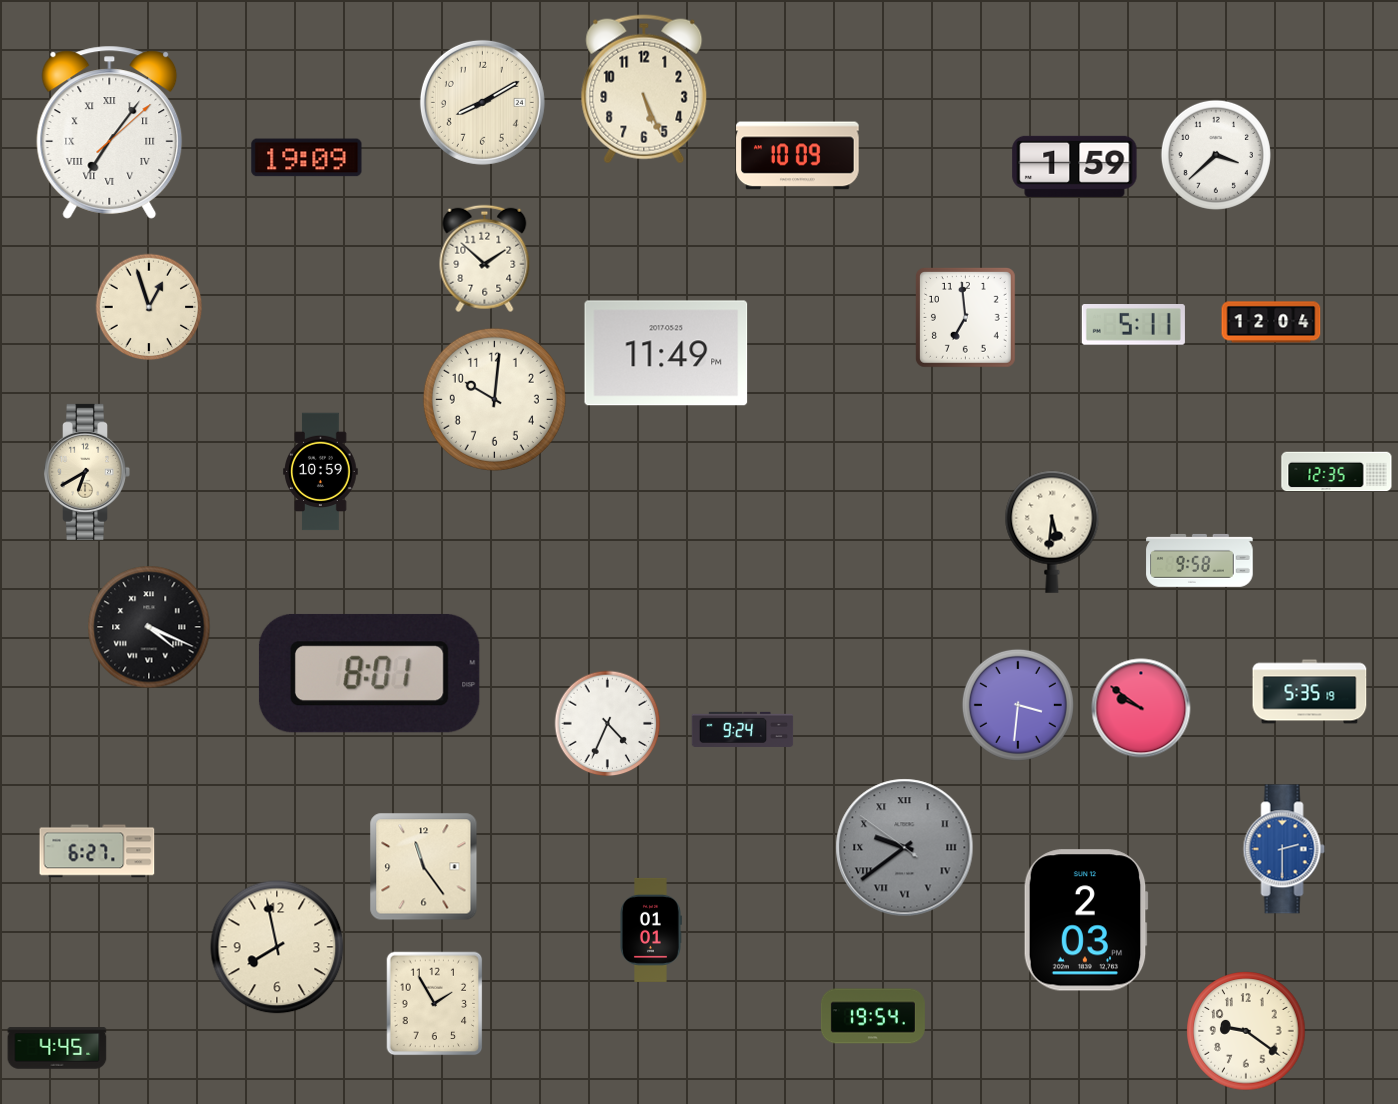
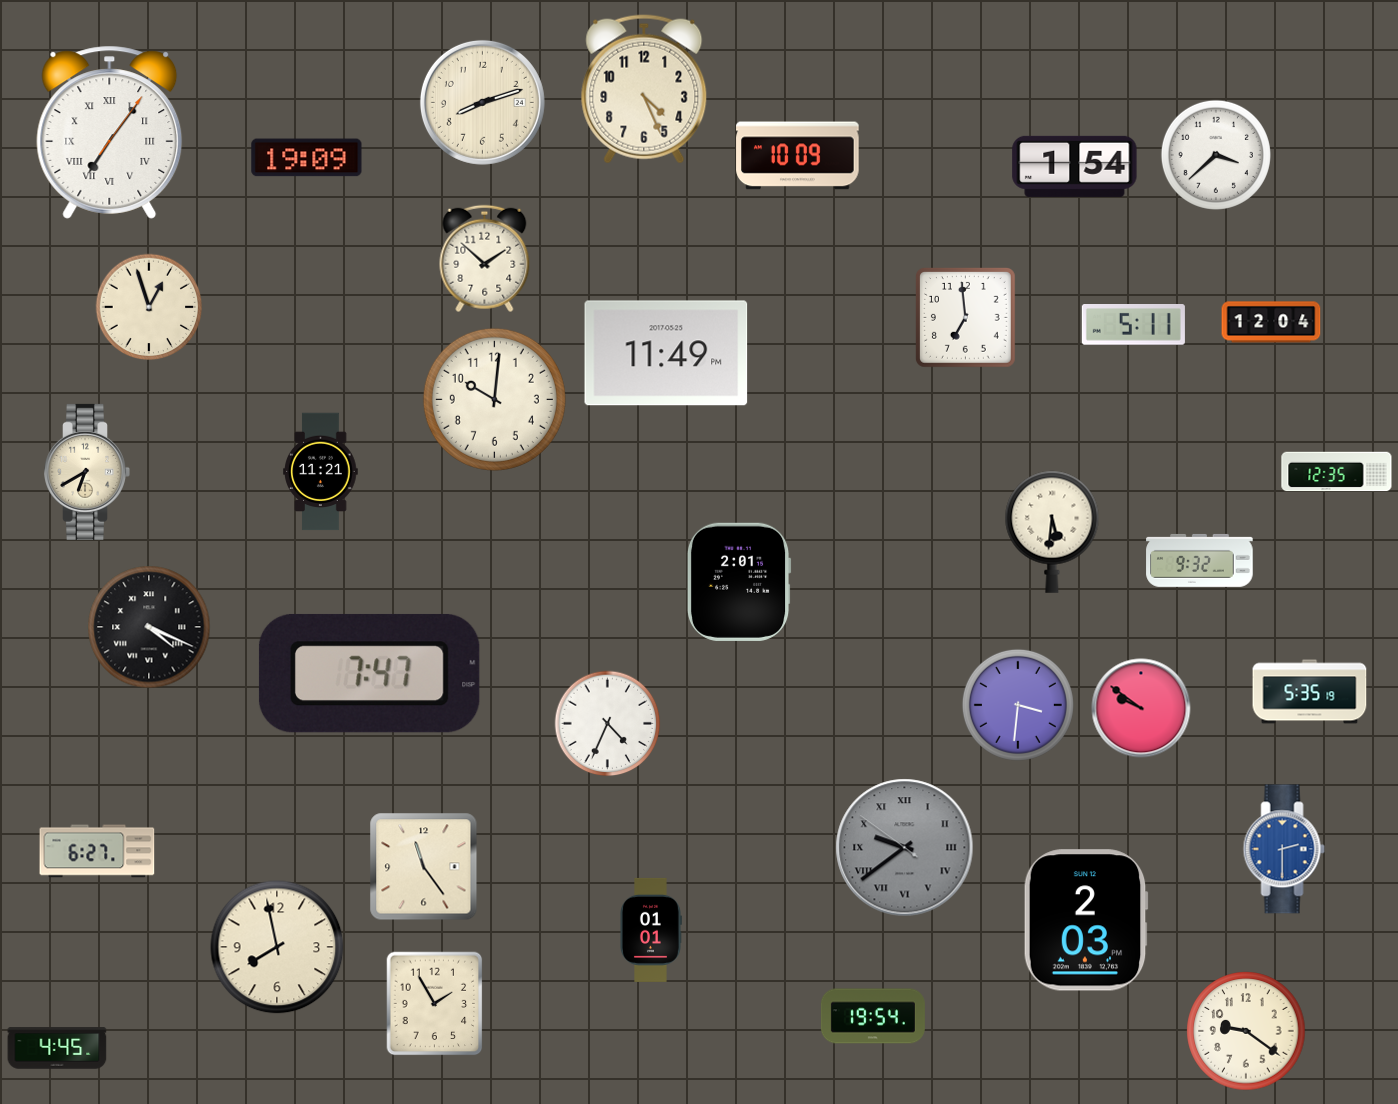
clock at (644, 89): 5:26 -> 4:26
clock at (482, 102): 8:10 -> 8:12
clock at (110, 132): 7:06:08 -> 7:06:06
clock at (1075, 166): 1:59 -> 1:54
clock at (321, 472): 10:59 -> 11:21
clock at (1200, 560): 9:58 -> 9:32
clock at (739, 582): none -> 2:01
clock at (369, 673): 8:01 -> 7:47
clock at (743, 729): 9:24 -> none
